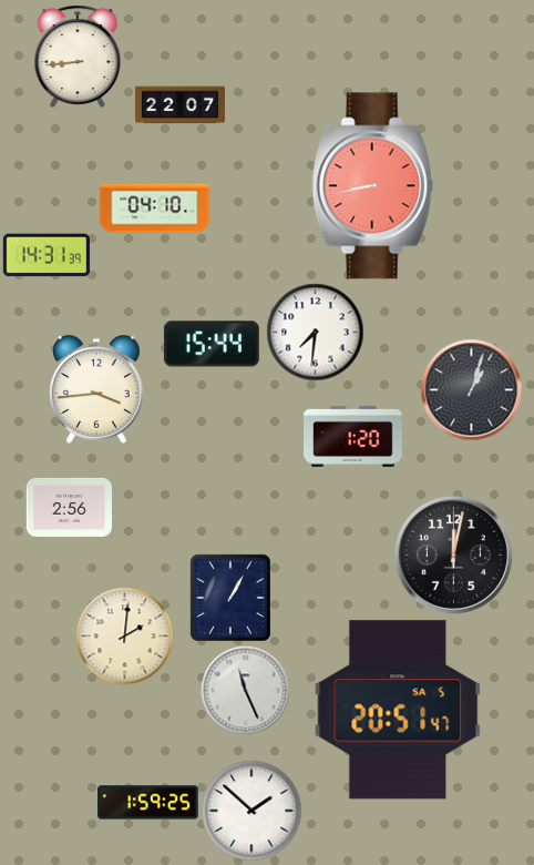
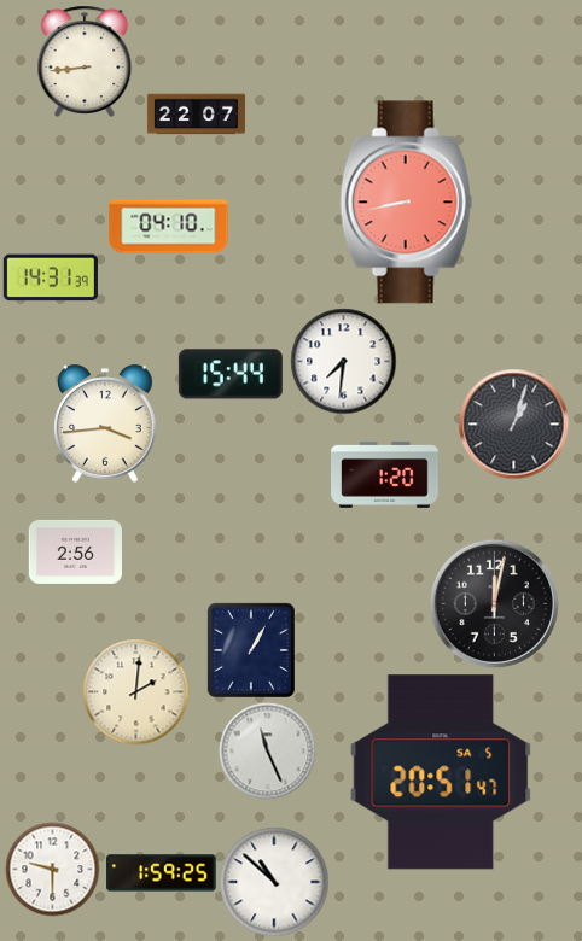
clock at (398, 710) position: (398, 710) -> (441, 772)
clock at (52, 869): none -> 9:30
clock at (251, 811): 1:52 -> 10:52
